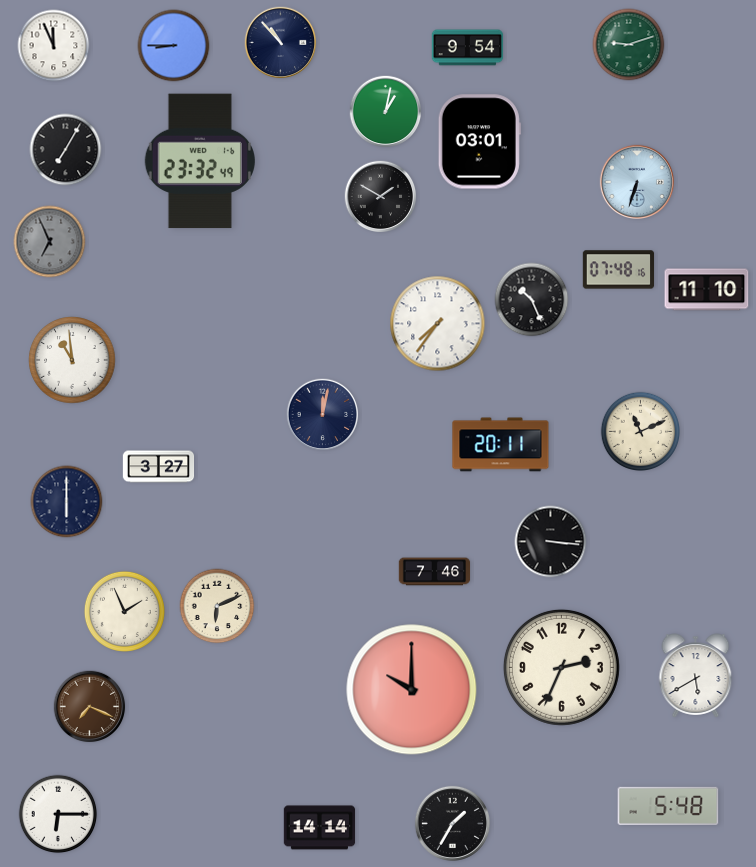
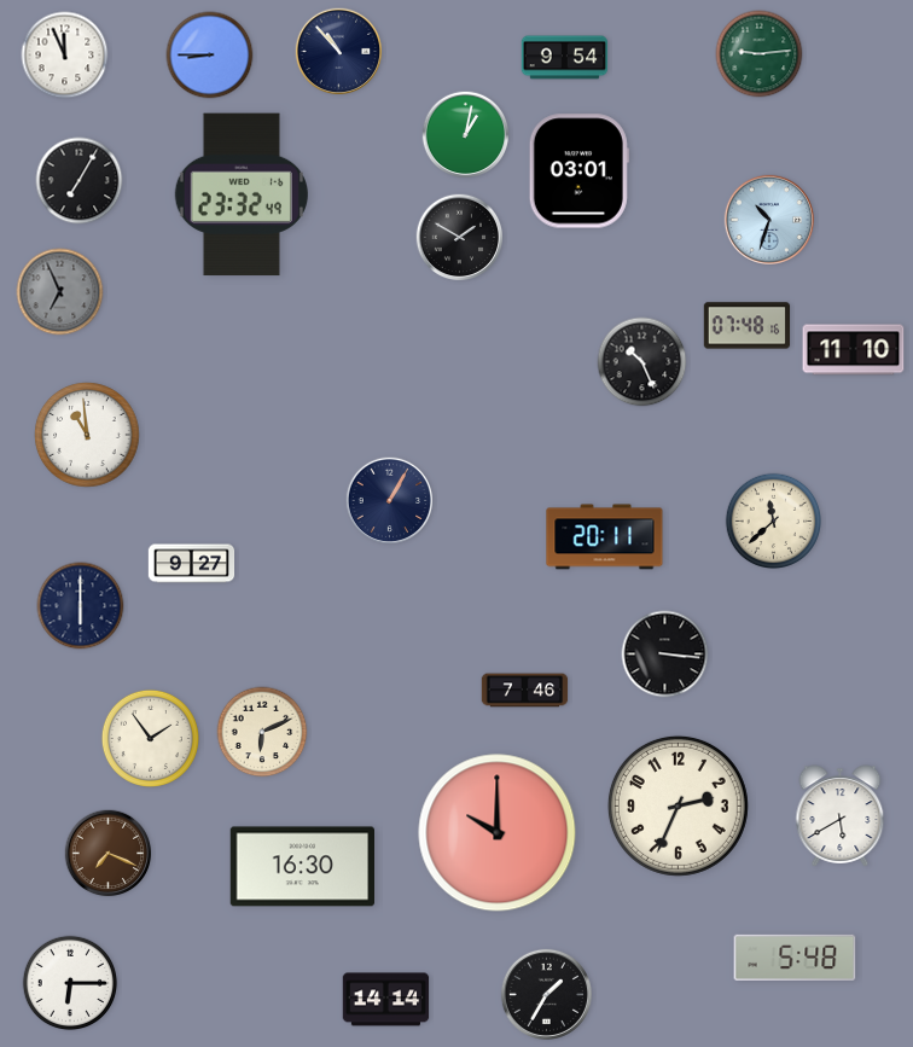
clock at (629, 45): 9:12 -> 9:14
clock at (636, 181): 6:33 -> 10:33
clock at (438, 324): 7:36 -> none
clock at (323, 415): 12:02 -> 1:05
clock at (641, 432): 11:11 -> 11:38
clock at (159, 467): 3:27 -> 9:27
clock at (124, 611): 1:56 -> 1:54
clock at (302, 867): none -> 16:30
clock at (668, 806) position: (668, 806) -> (795, 958)
